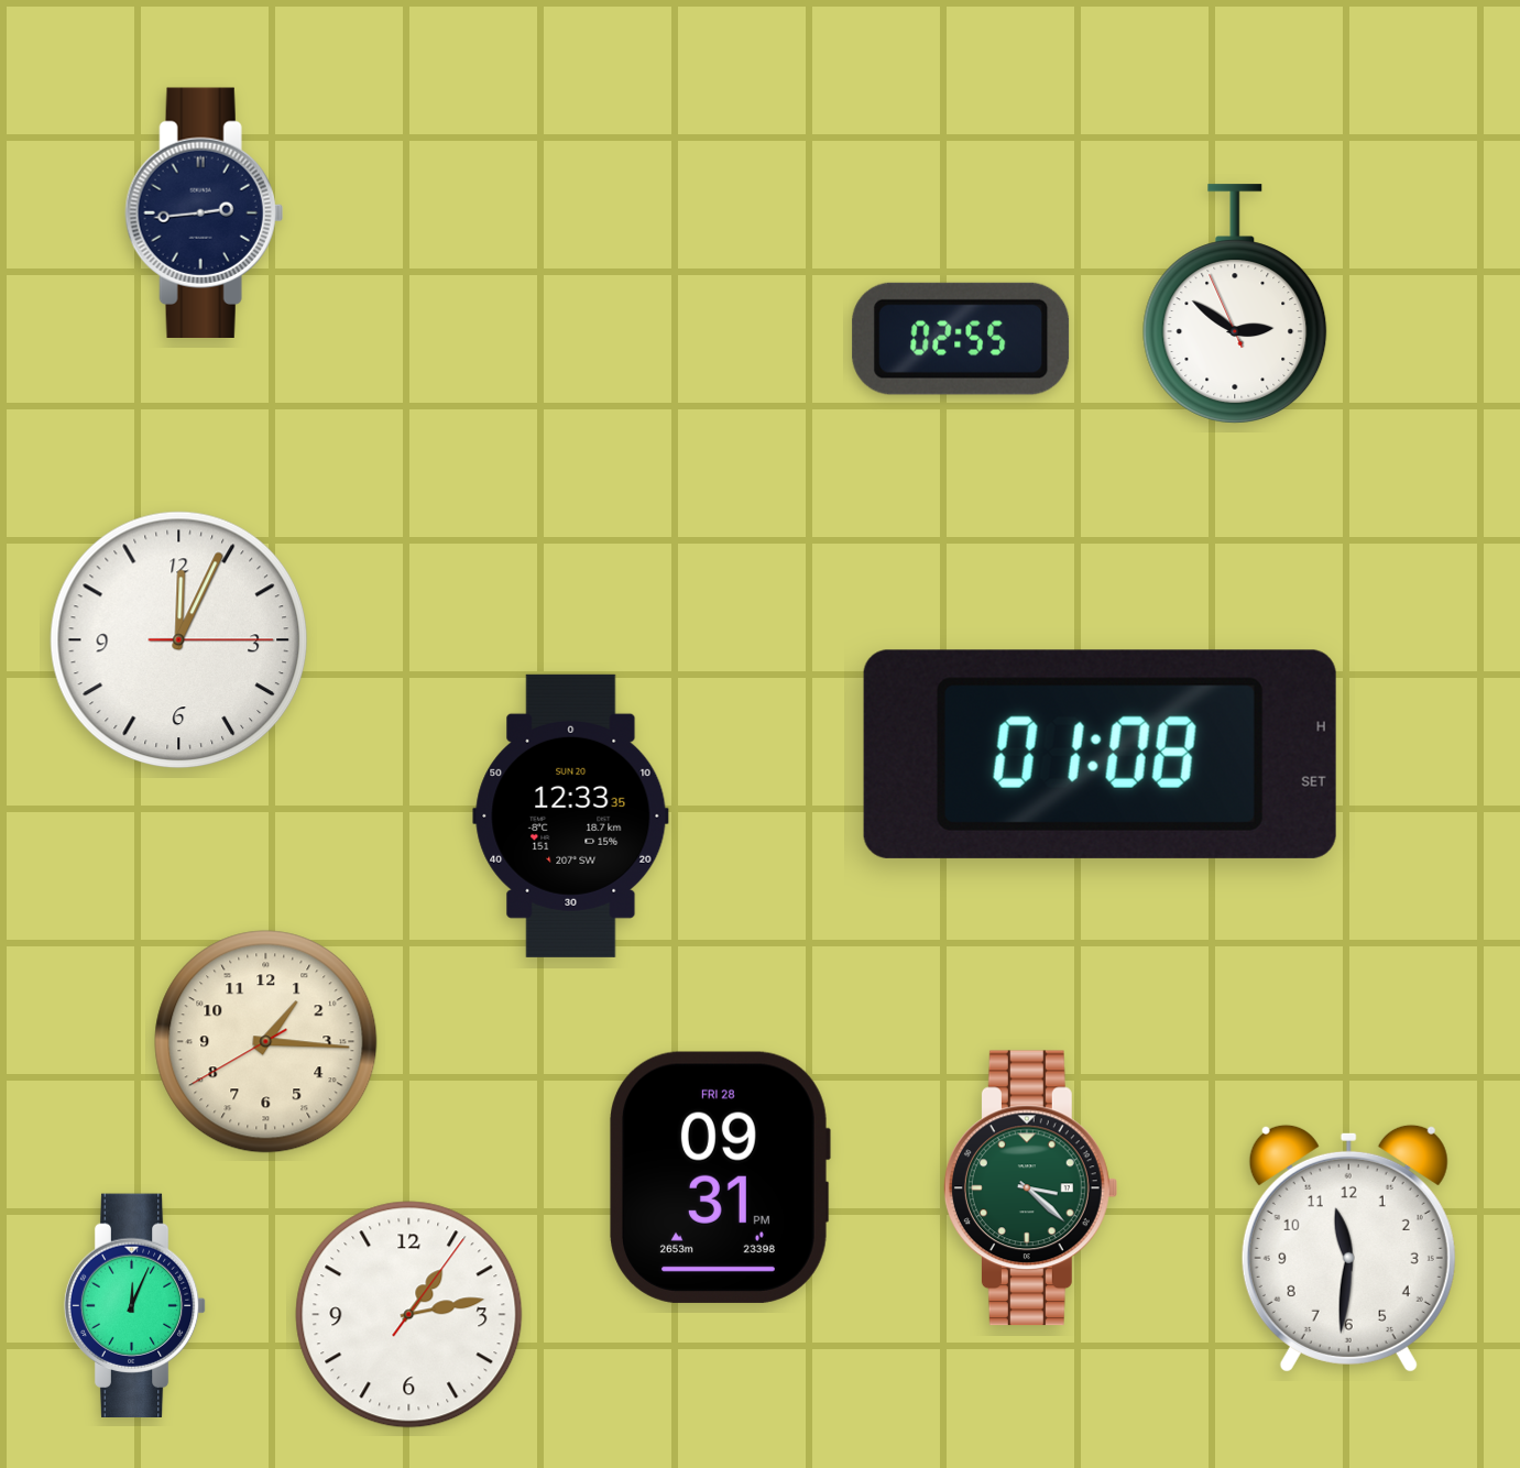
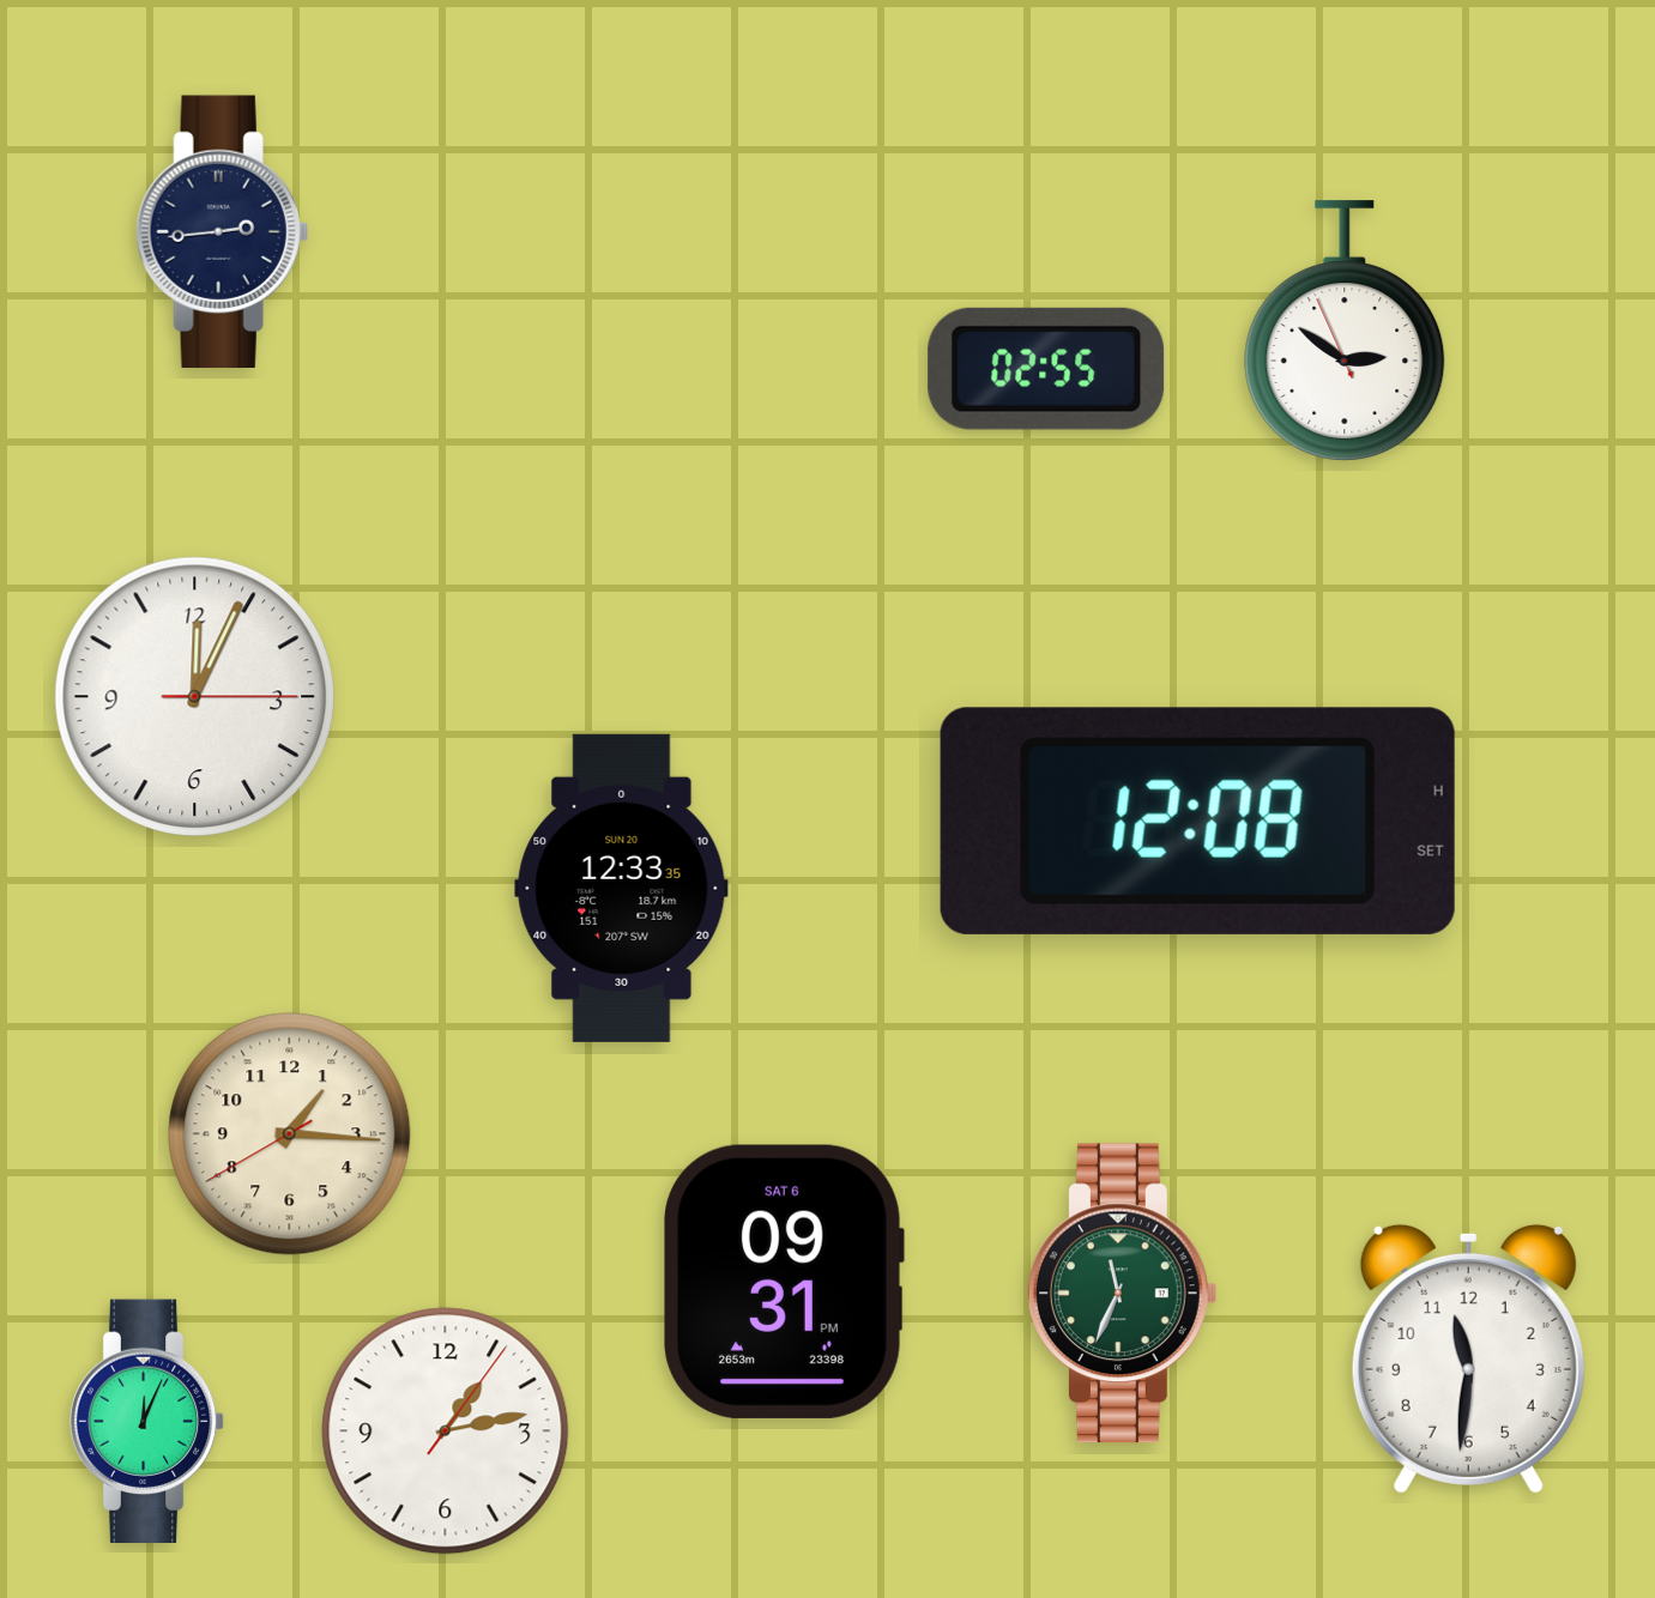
clock at (1100, 754): 01:08 -> 12:08
clock at (720, 1177) date: FRI 28 -> SAT 6
clock at (1030, 1188): 3:22 -> 11:34
